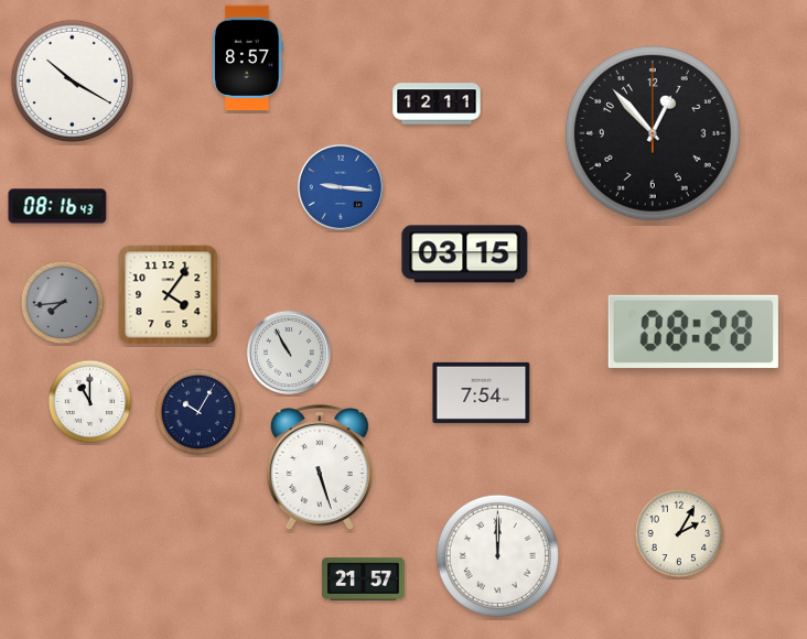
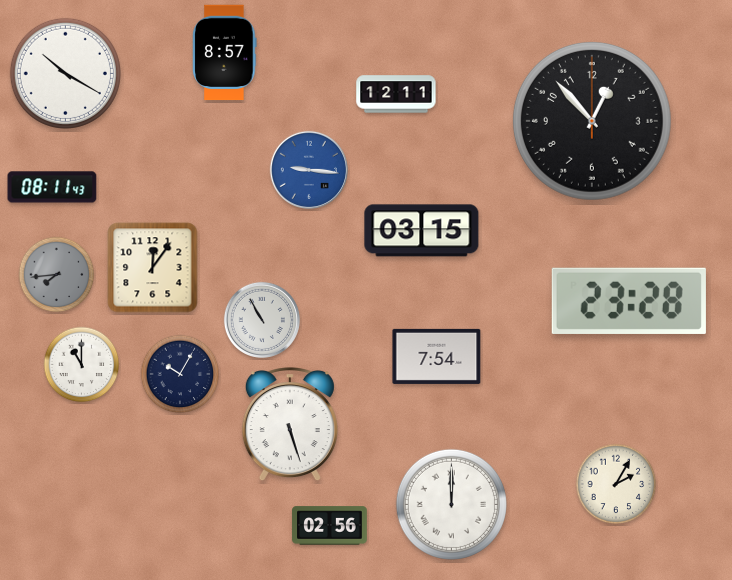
clock at (57, 206): 08:16 -> 08:11
clock at (169, 295): 4:06 -> 12:06
clock at (693, 332): 08:28 -> 23:28
clock at (364, 580): 21:57 -> 02:56
